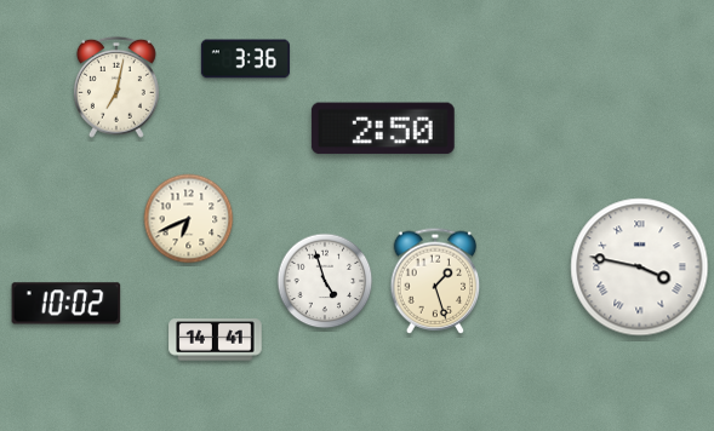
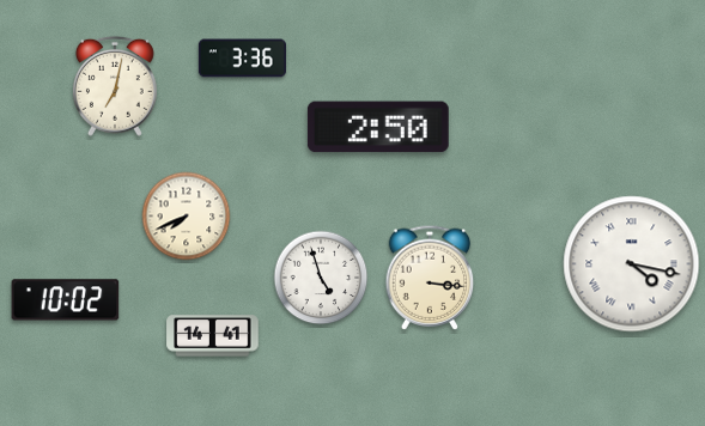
clock at (189, 219): 6:41 -> 7:41
clock at (640, 268): 3:47 -> 4:17
clock at (435, 281): 1:27 -> 3:16
